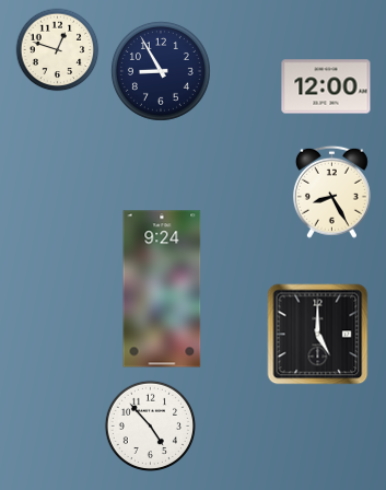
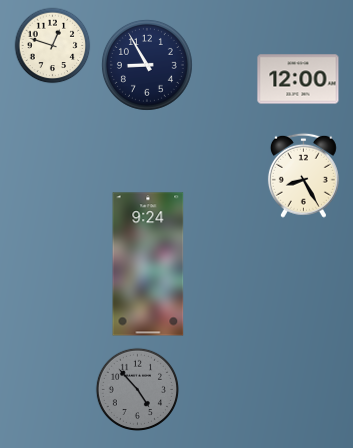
clock at (318, 335): 5:00 -> none
clock at (150, 425) dial: white -> grey
